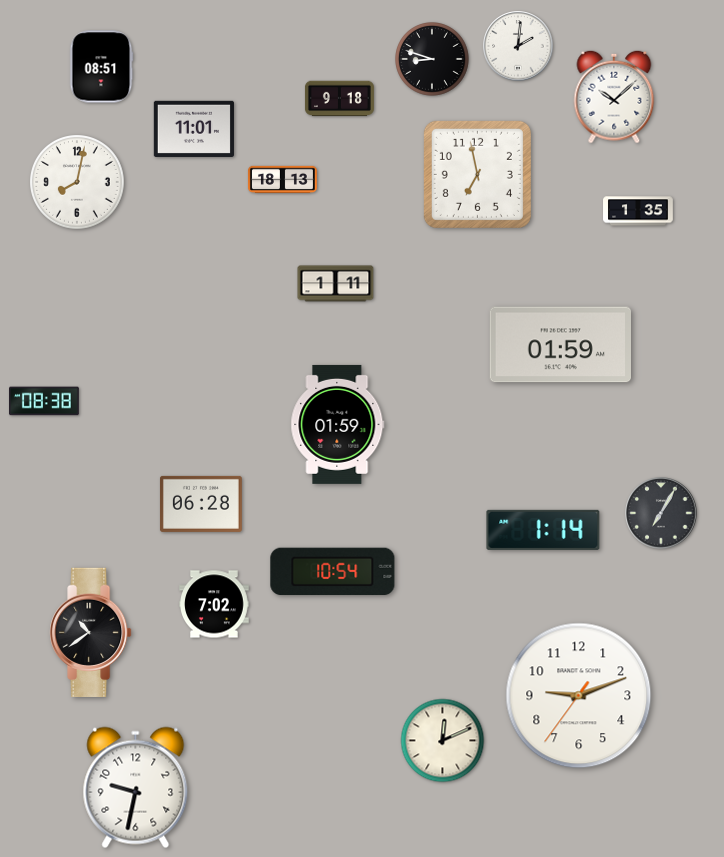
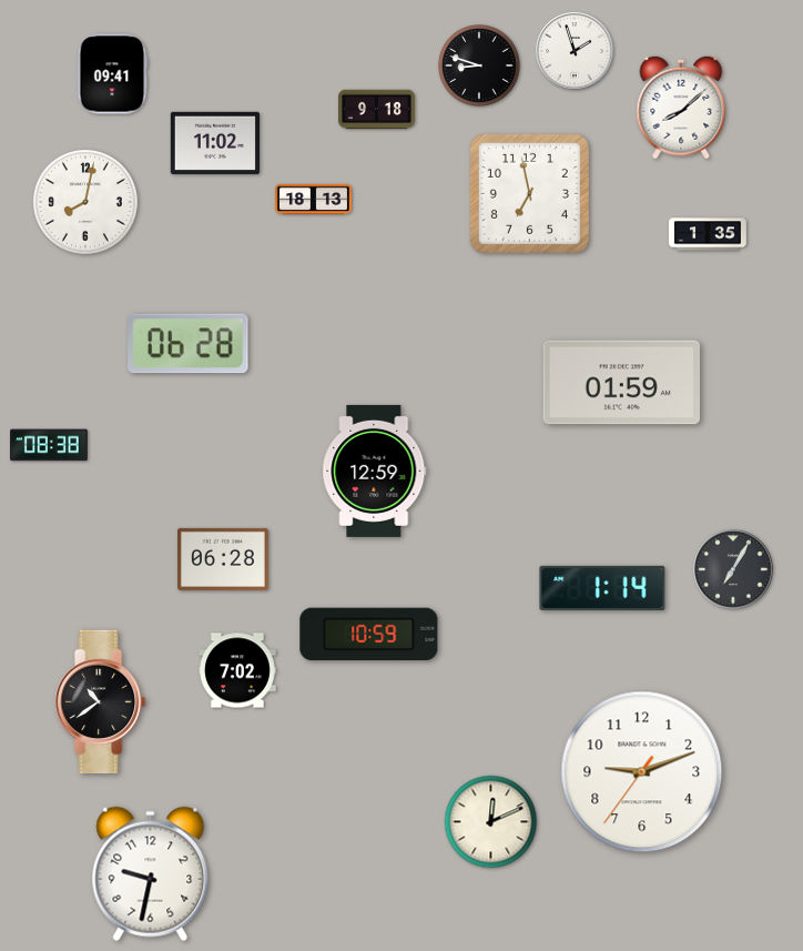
clock at (518, 46): 2:01 -> 1:57
clock at (101, 67): 08:51 -> 09:41
clock at (614, 97): 10:08 -> 8:08
clock at (194, 129): 11:01 -> 11:02
clock at (336, 284): 1:11 -> none
clock at (189, 344): none -> 06:28
clock at (338, 424): 01:59 -> 12:59
clock at (333, 572): 10:54 -> 10:59
